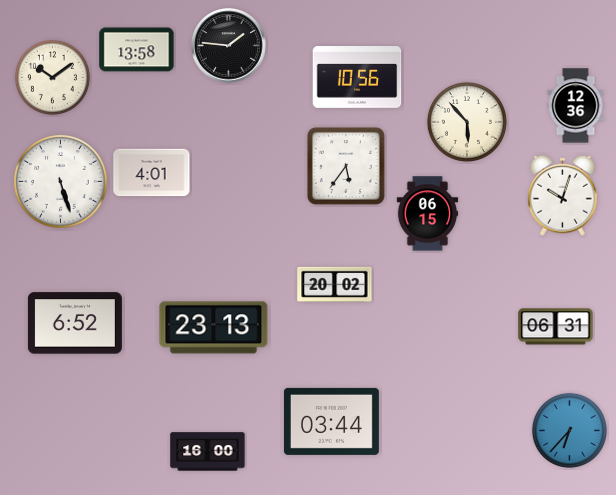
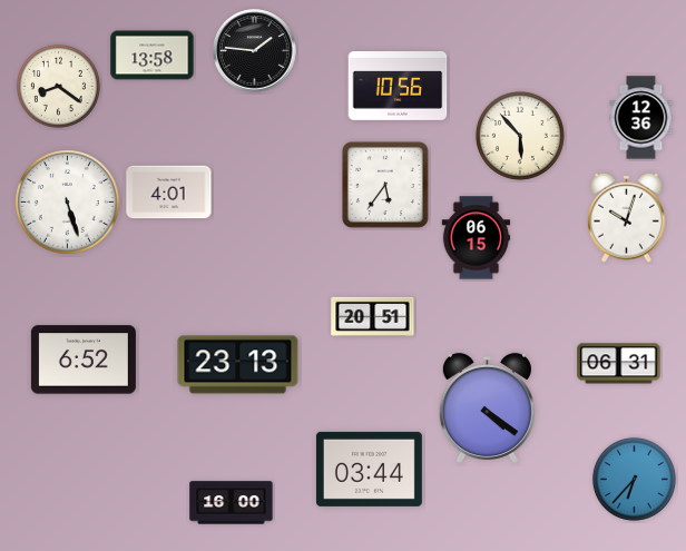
clock at (52, 77): 10:09 -> 8:21
clock at (335, 284): 20:02 -> 20:51
clock at (487, 409): none -> 4:21
